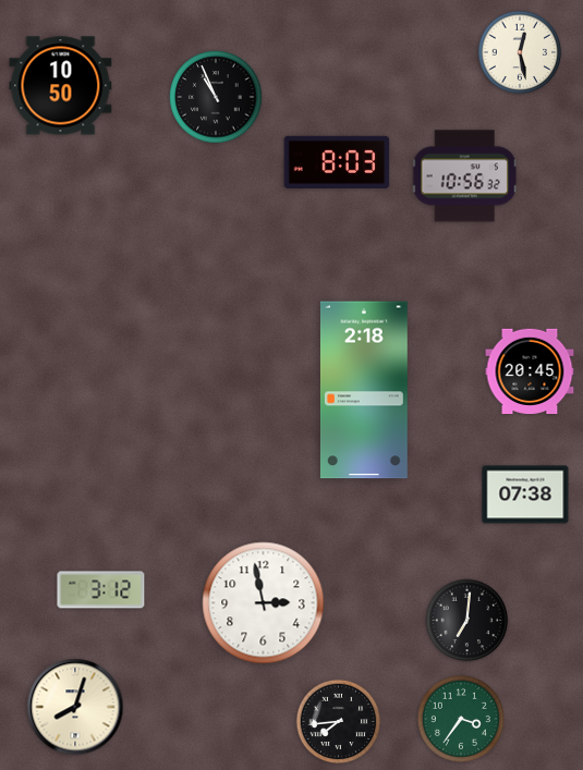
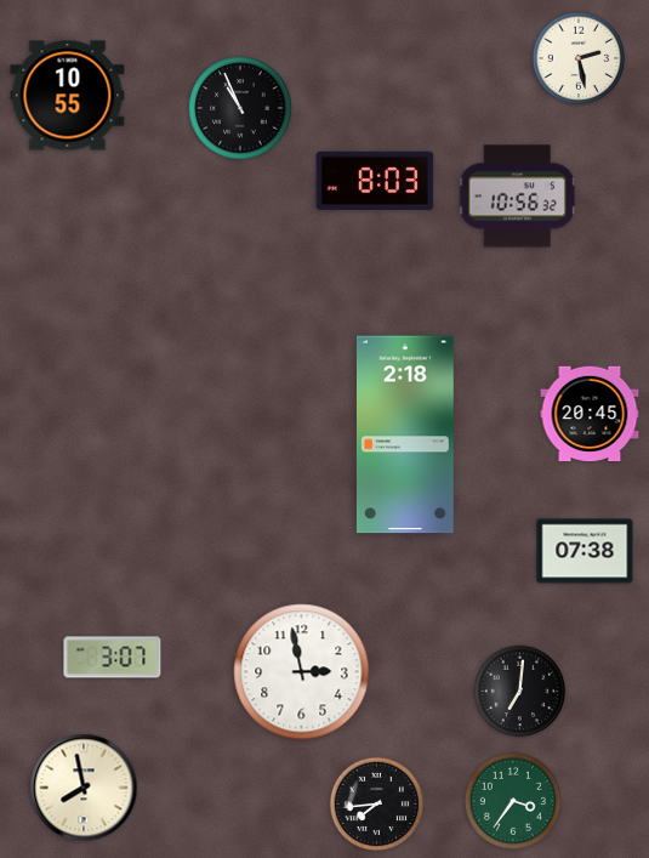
clock at (520, 52): 12:28 -> 2:28
clock at (61, 86): 10:50 -> 10:55
clock at (101, 590): 3:12 -> 3:07
clock at (264, 603) position: (264, 603) -> (302, 672)
clock at (75, 707): 8:03 -> 7:58
